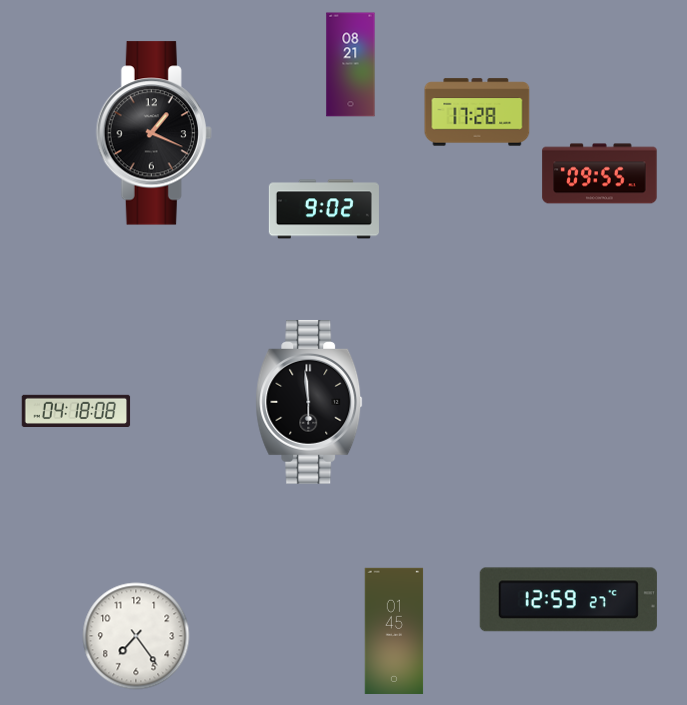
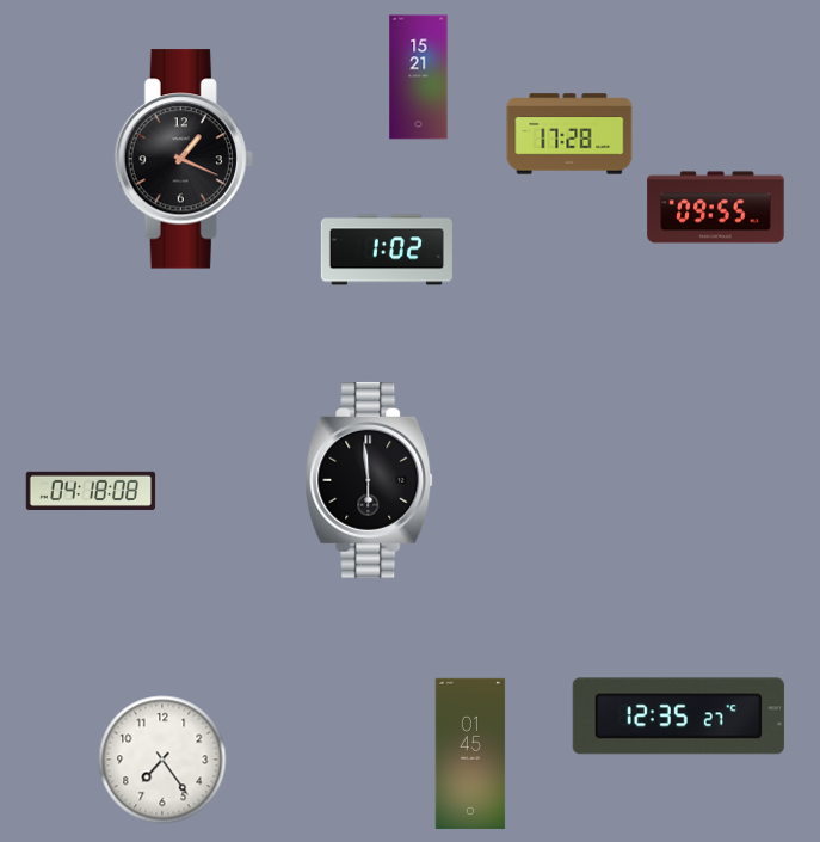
clock at (351, 65): 08:21 -> 15:21
clock at (324, 209): 9:02 -> 1:02
clock at (568, 600): 12:59 -> 12:35
